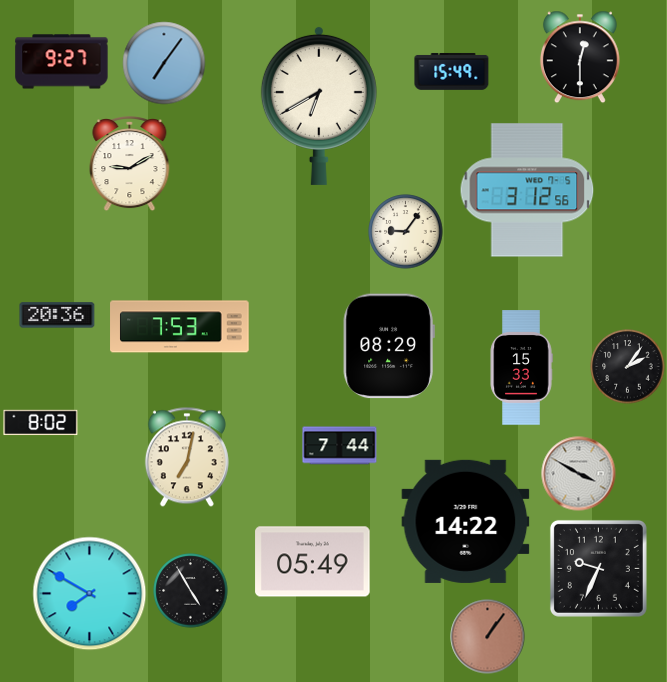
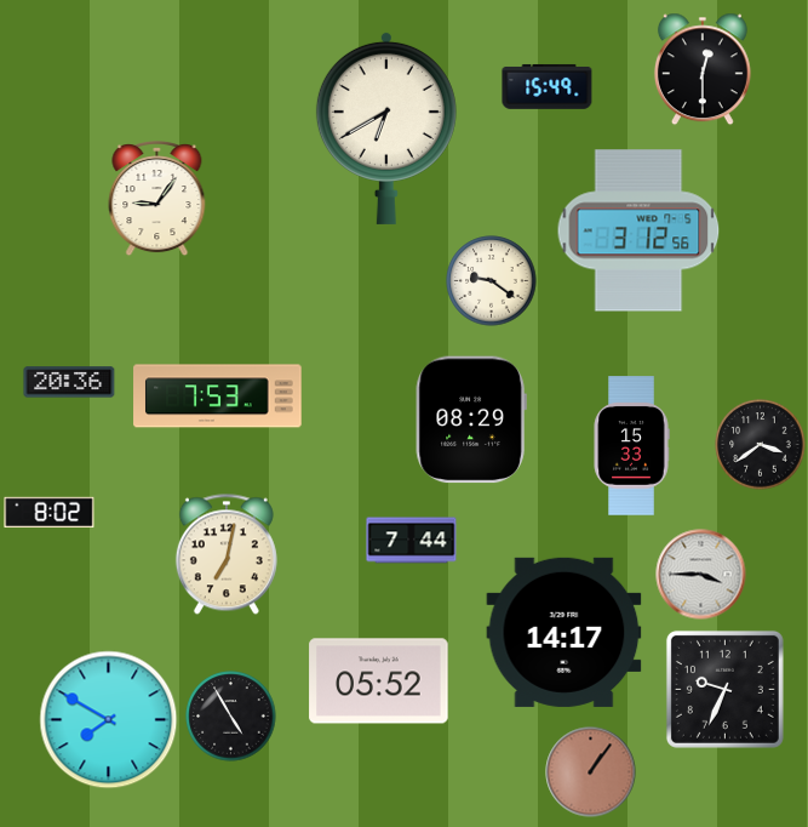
clock at (62, 62): 9:27 -> none
clock at (164, 63): 7:06 -> none
clock at (130, 165): 9:10 -> 9:06
clock at (406, 232): 9:06 -> 9:21
clock at (628, 367): 2:06 -> 3:39
clock at (579, 474): 3:50 -> 3:45
clock at (466, 521): 14:22 -> 14:17
clock at (313, 562): 05:49 -> 05:52
